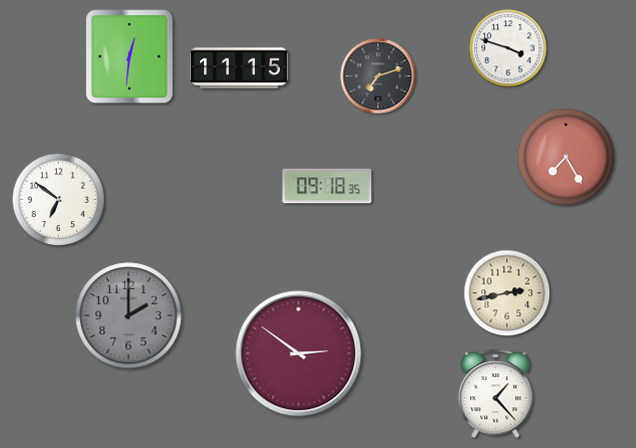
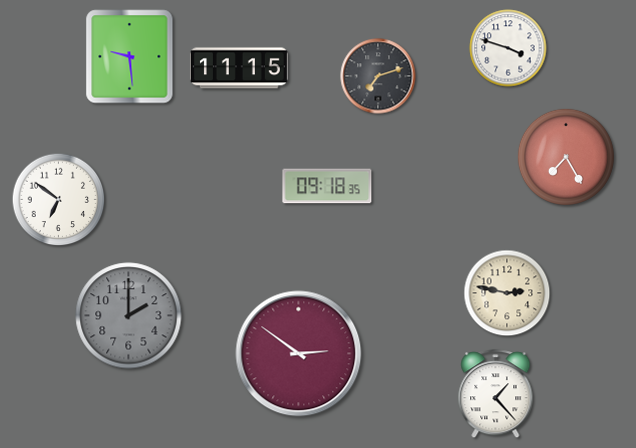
clock at (130, 57): 12:31 -> 9:29
clock at (507, 293): 2:43 -> 2:47
